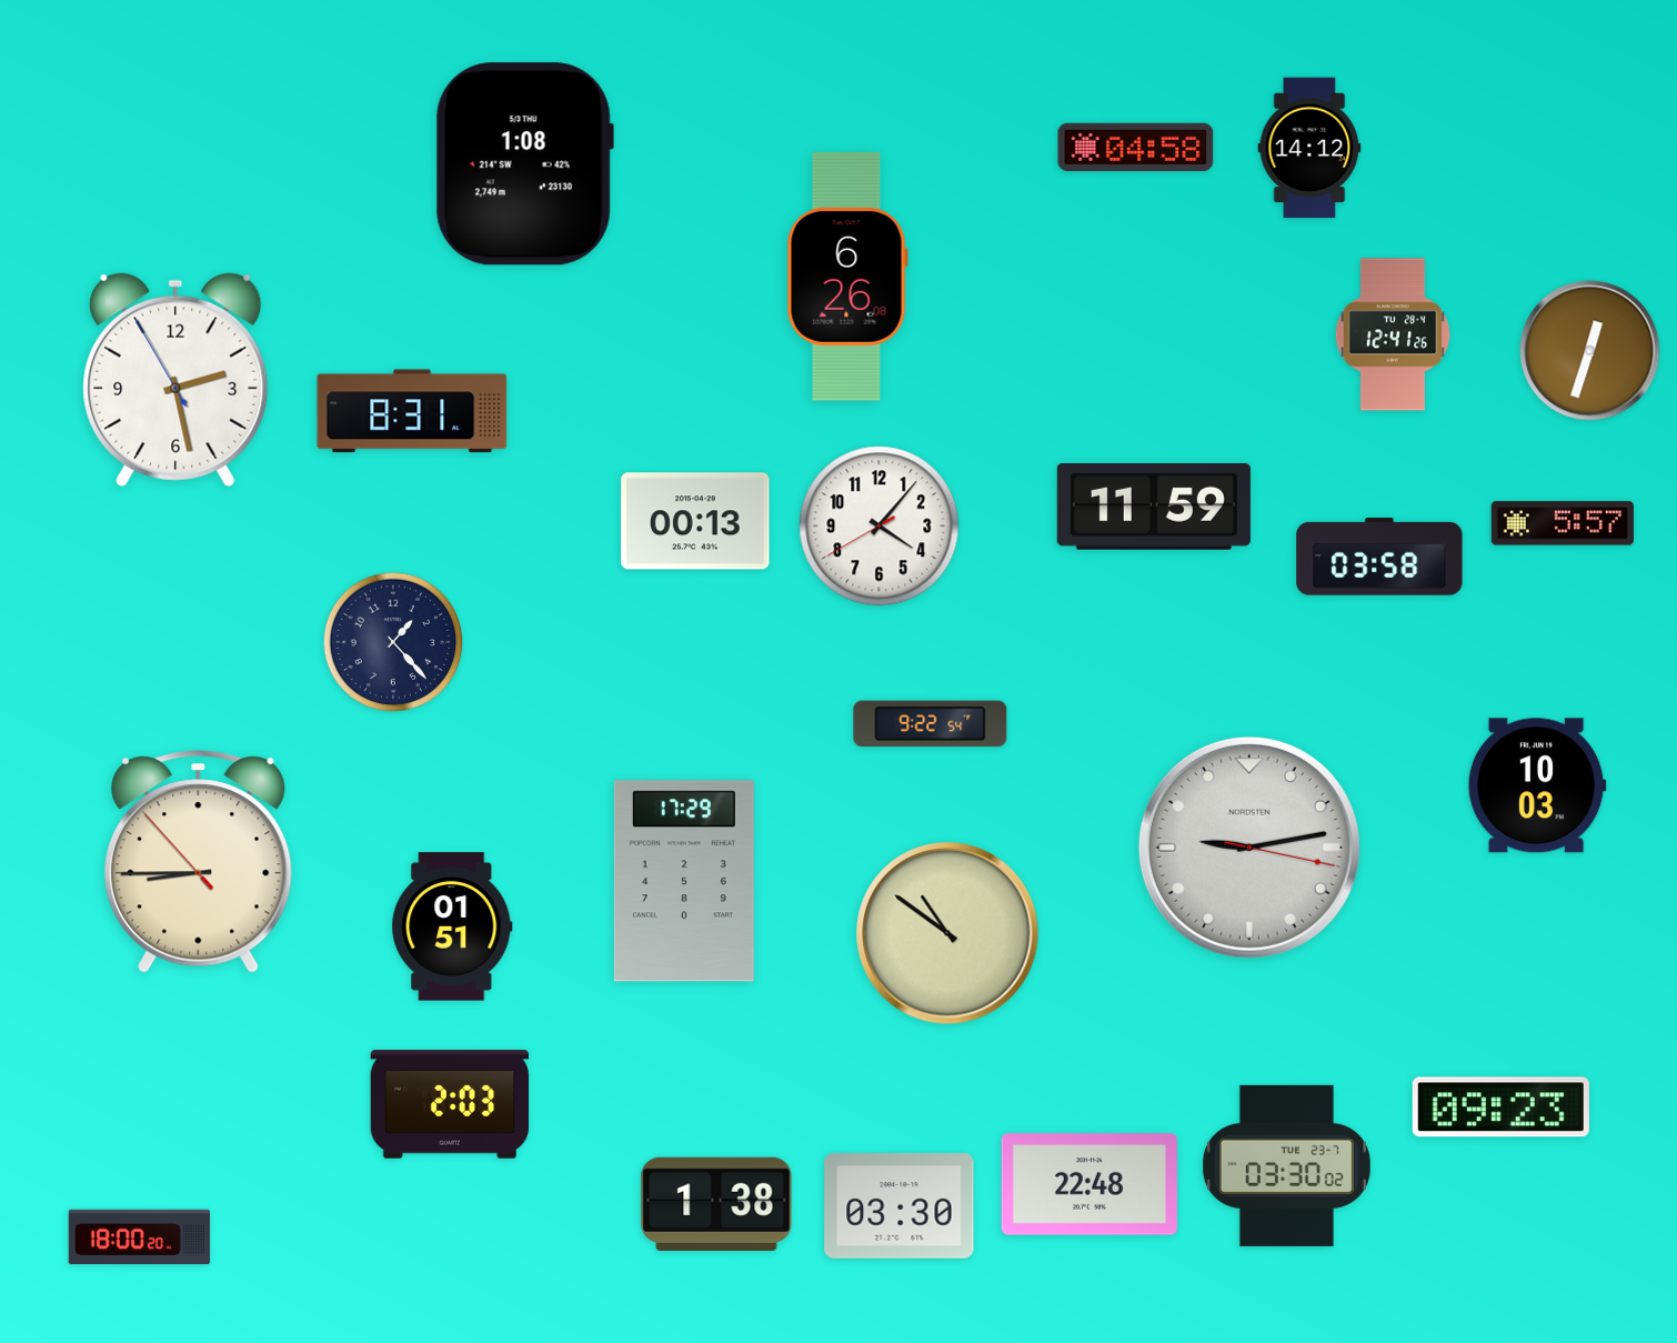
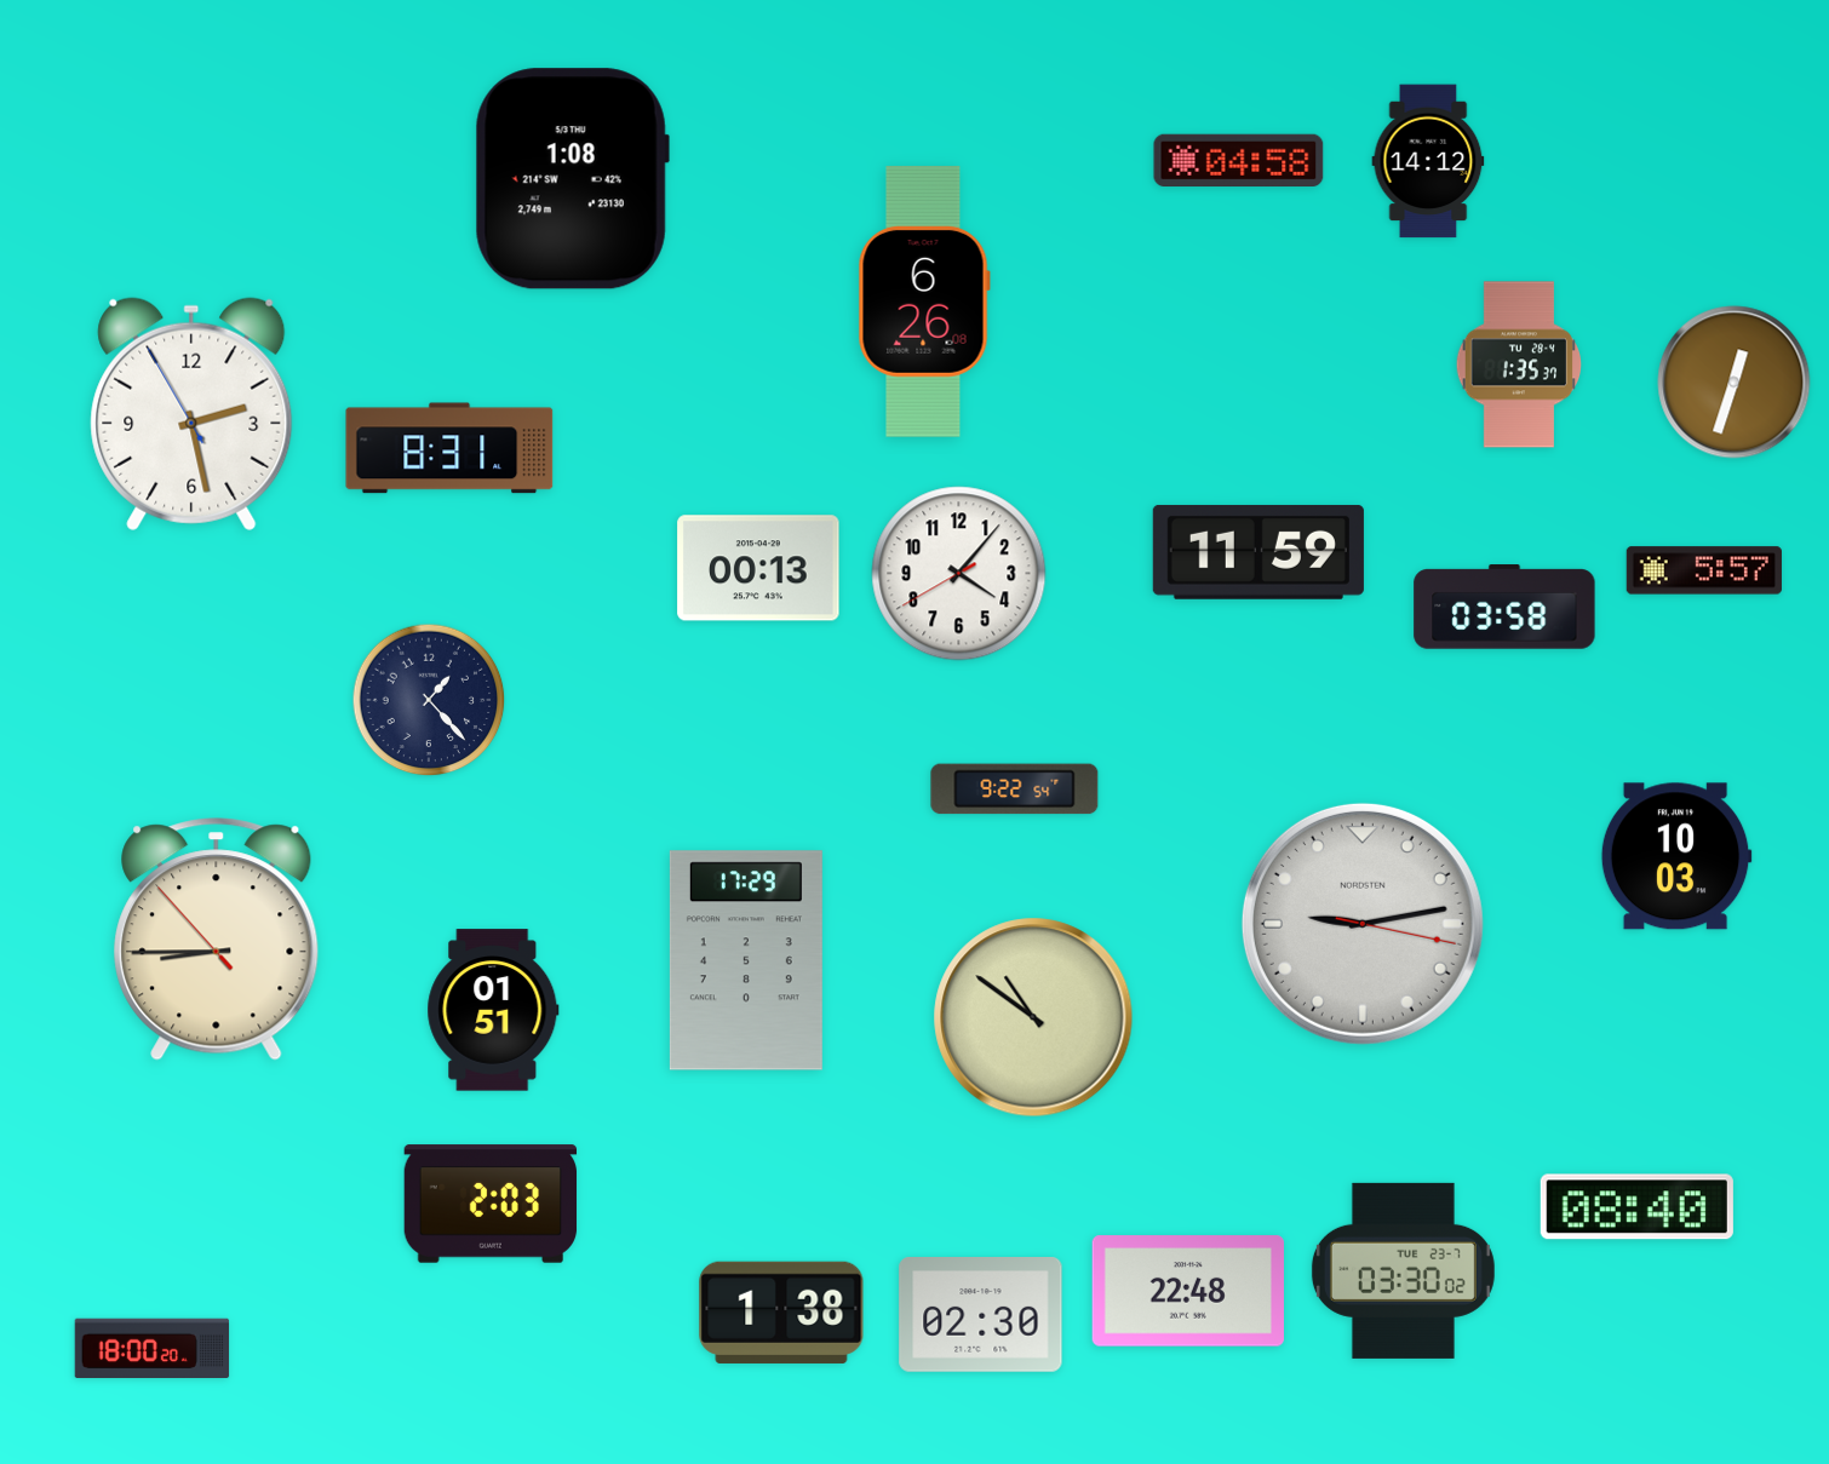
clock at (1393, 334): 12:41 -> 1:35
clock at (1500, 1108): 09:23 -> 08:40
clock at (900, 1206): 03:30 -> 02:30
